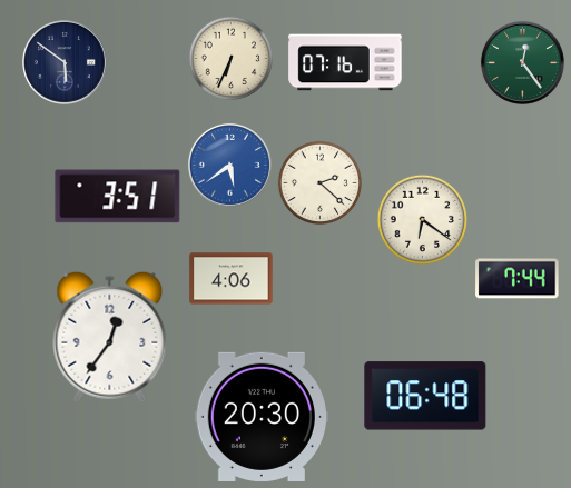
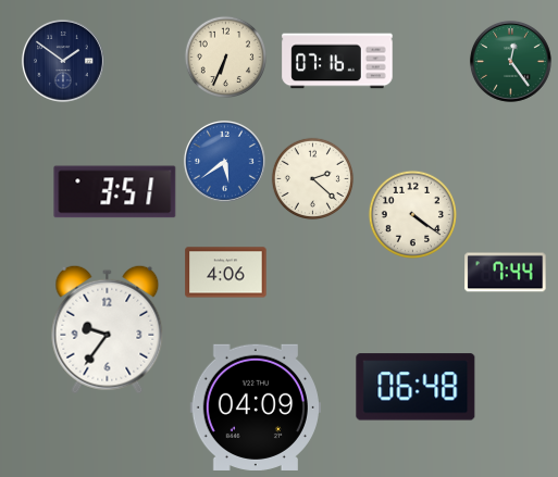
clock at (65, 62): 5:51 -> 1:51
clock at (422, 219): 6:21 -> 4:21
clock at (110, 337): 12:36 -> 9:36
clock at (260, 417): 20:30 -> 04:09
